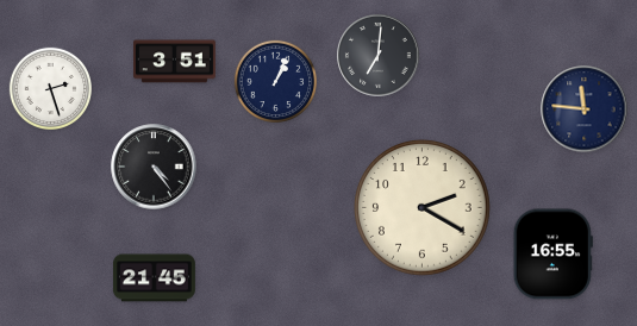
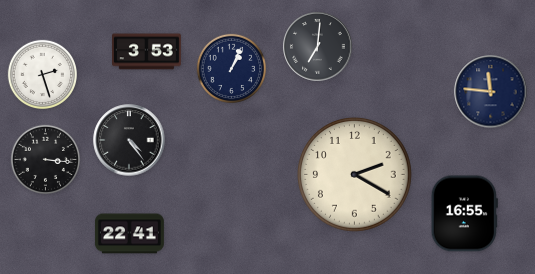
clock at (175, 62): 3:51 -> 3:53
clock at (45, 159): none -> 3:16
clock at (155, 278): 21:45 -> 22:41
